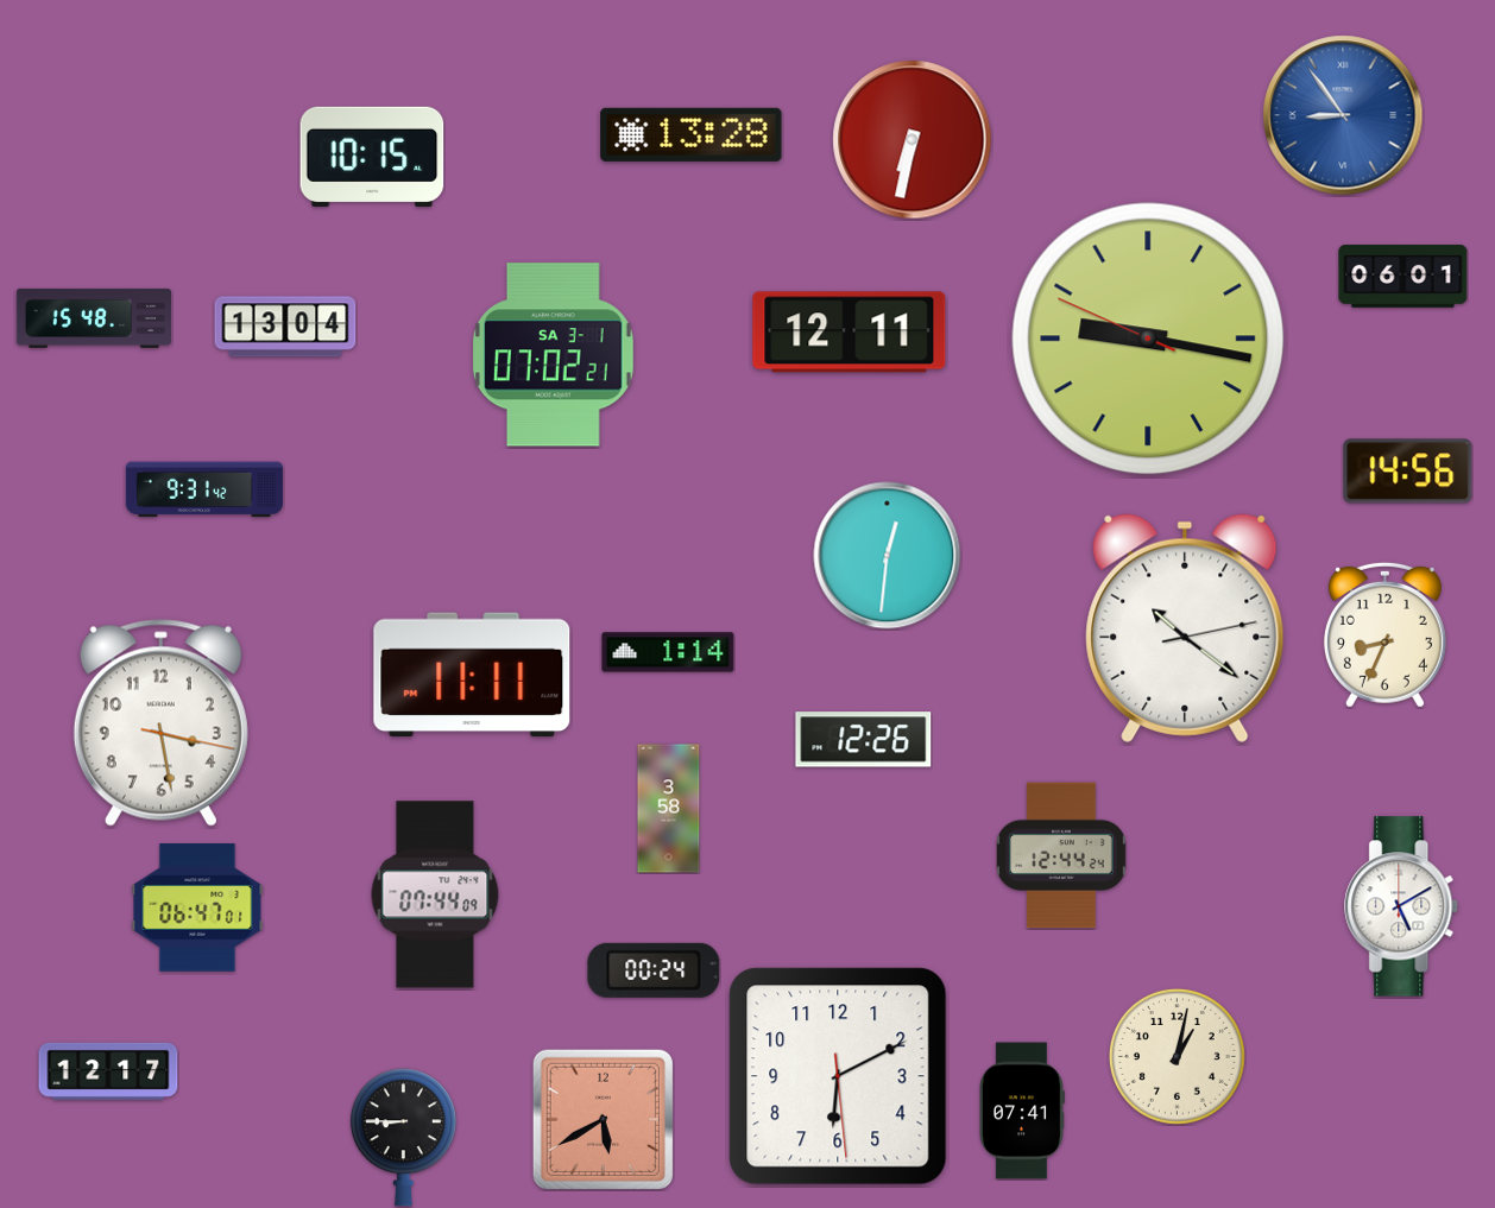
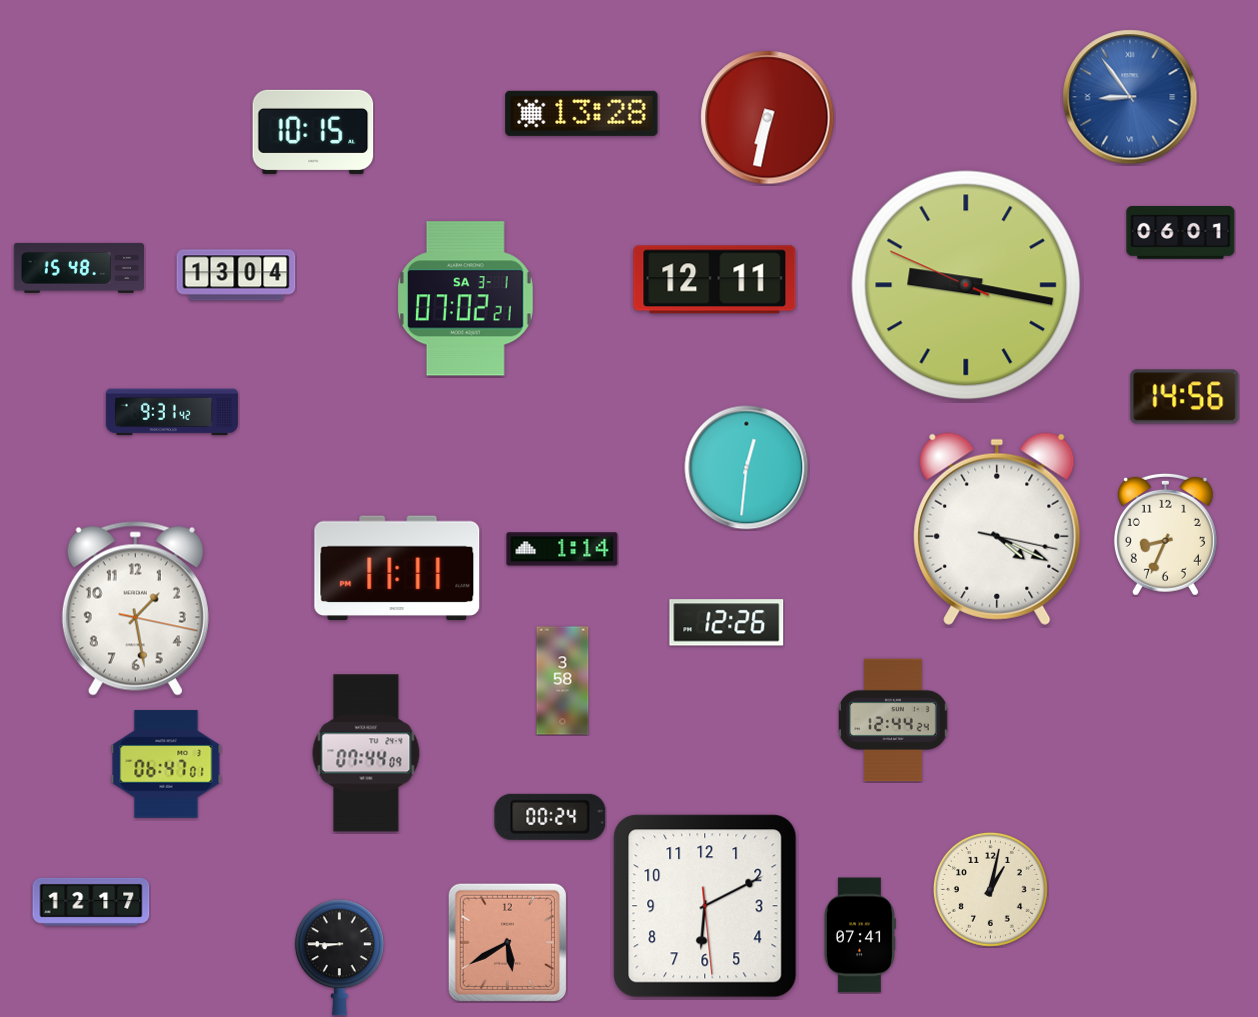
clock at (285, 327) position: (285, 327) -> (236, 275)
clock at (1185, 628): 10:21 -> 4:19
clock at (160, 723): 3:28 -> 1:28
clock at (1402, 906): 5:10 -> none
